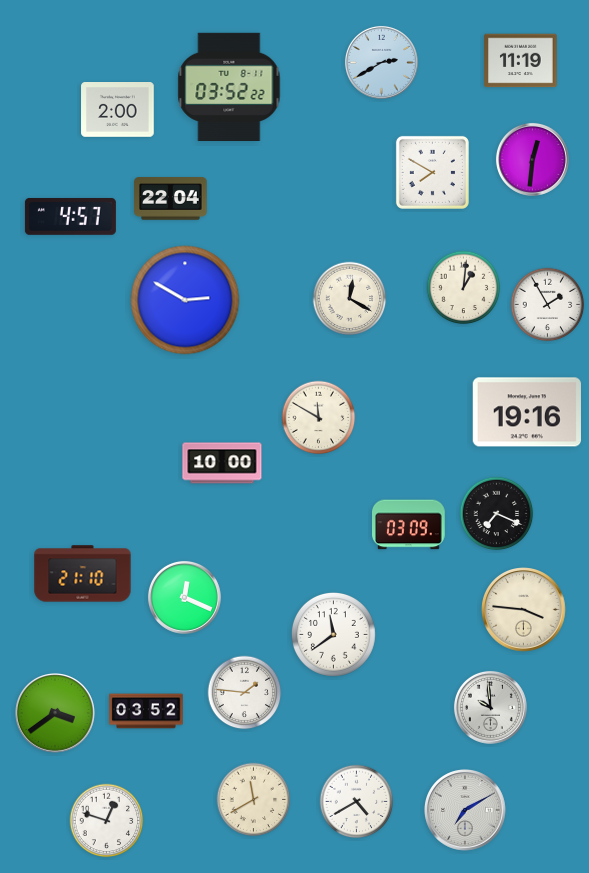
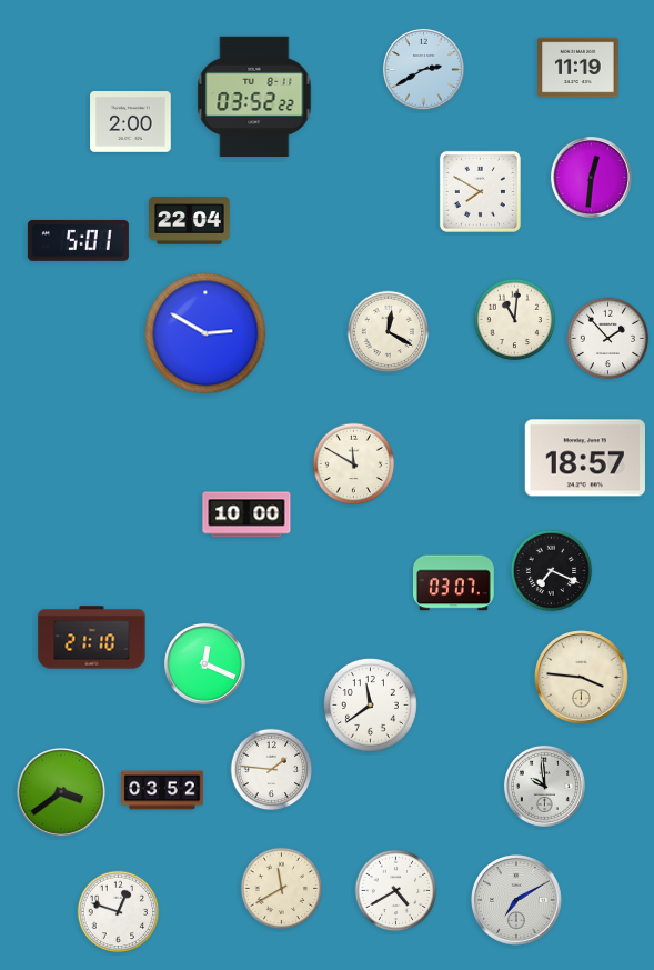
clock at (70, 216): 4:57 -> 5:01
clock at (464, 288): 1:01 -> 11:01
clock at (548, 305): 1:55 -> 1:53
clock at (527, 412): 19:16 -> 18:57
clock at (409, 525): 03:09 -> 03:07
